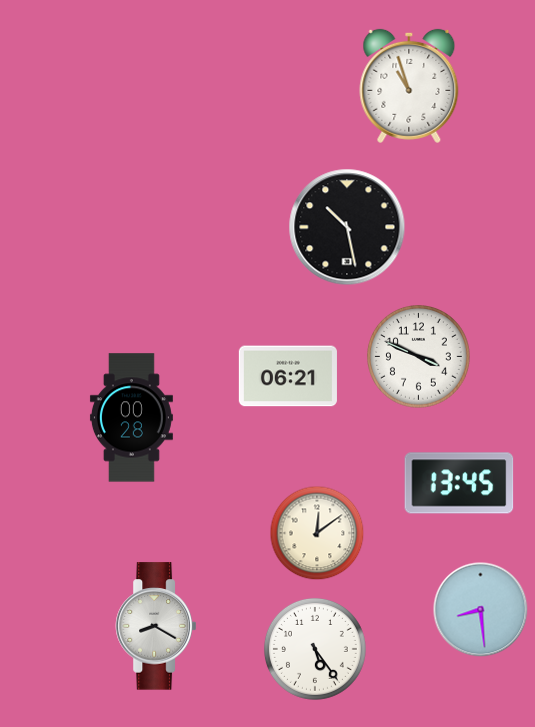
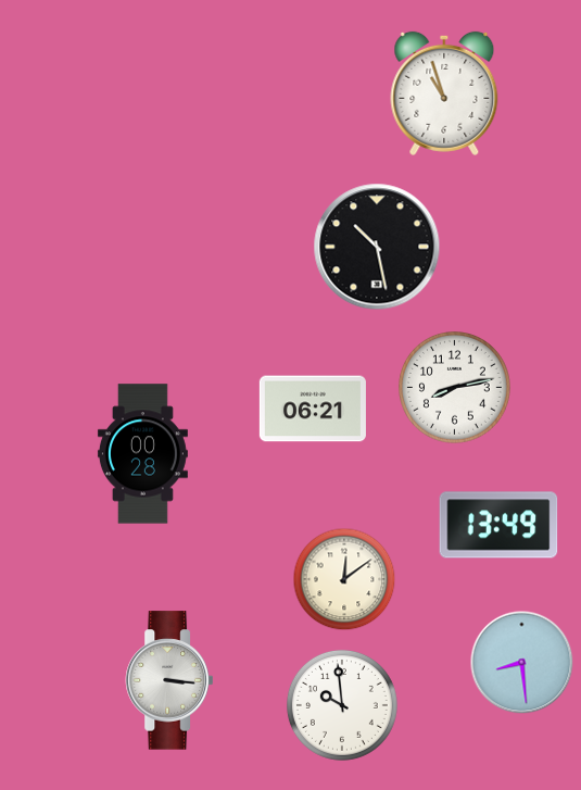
clock at (419, 357): 3:49 -> 8:13
clock at (459, 483): 13:45 -> 13:49
clock at (155, 626): 8:20 -> 3:16
clock at (315, 649): 5:24 -> 9:59
